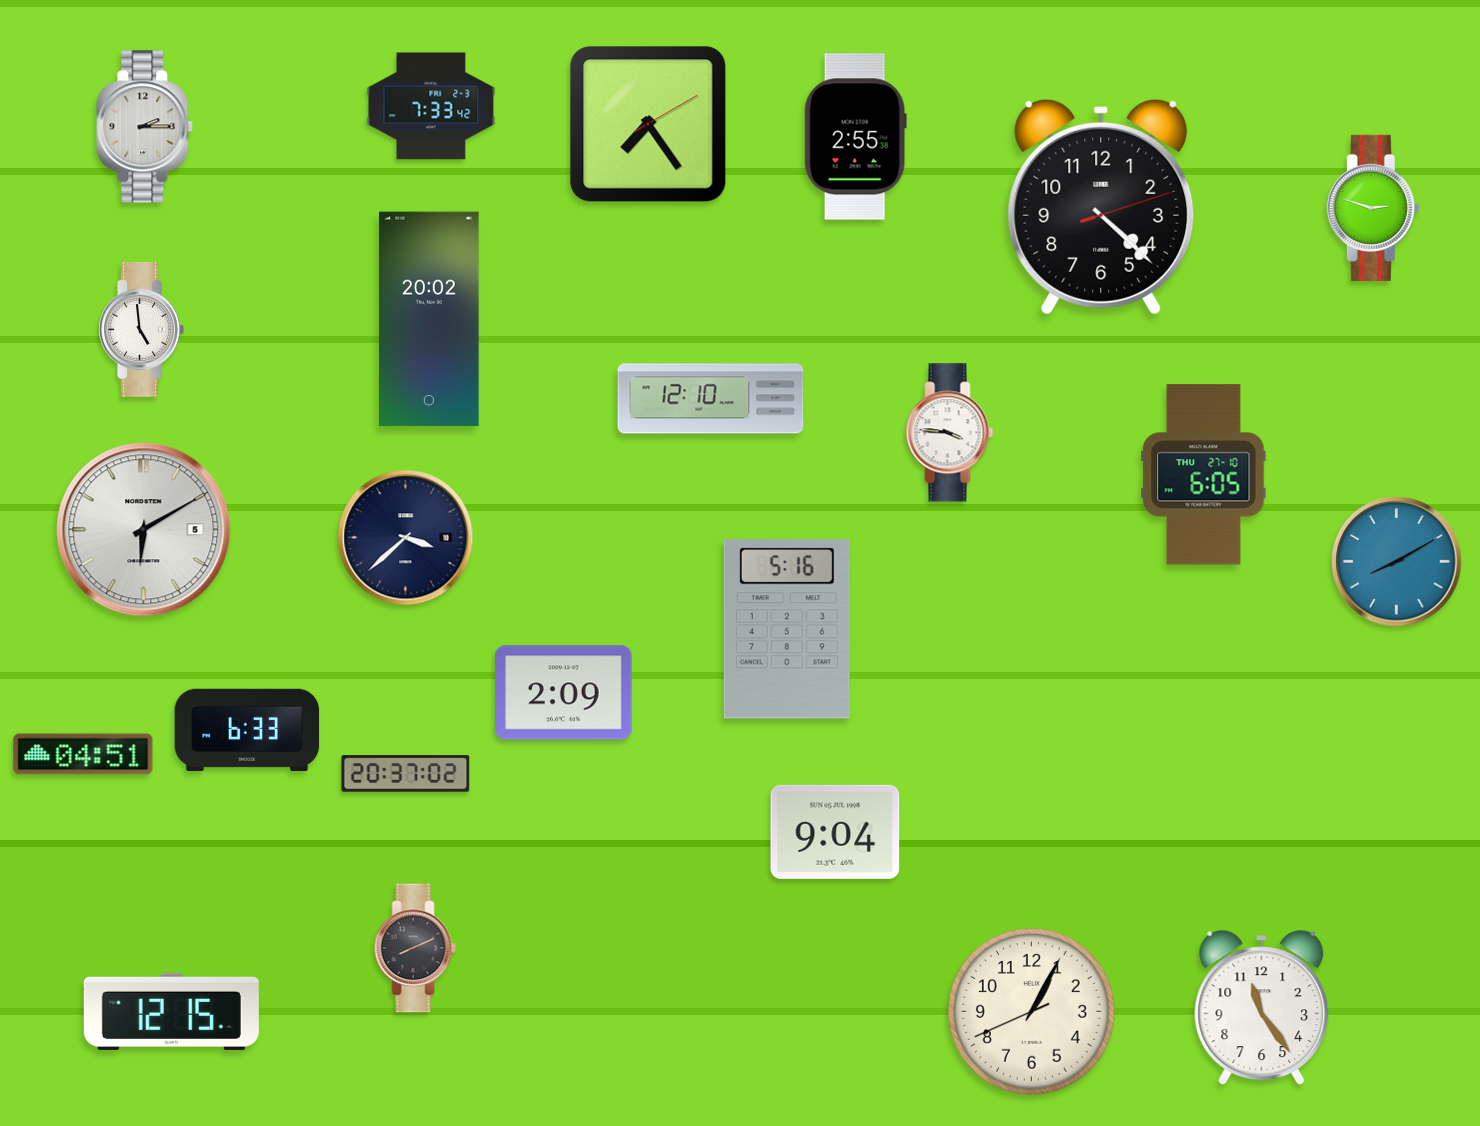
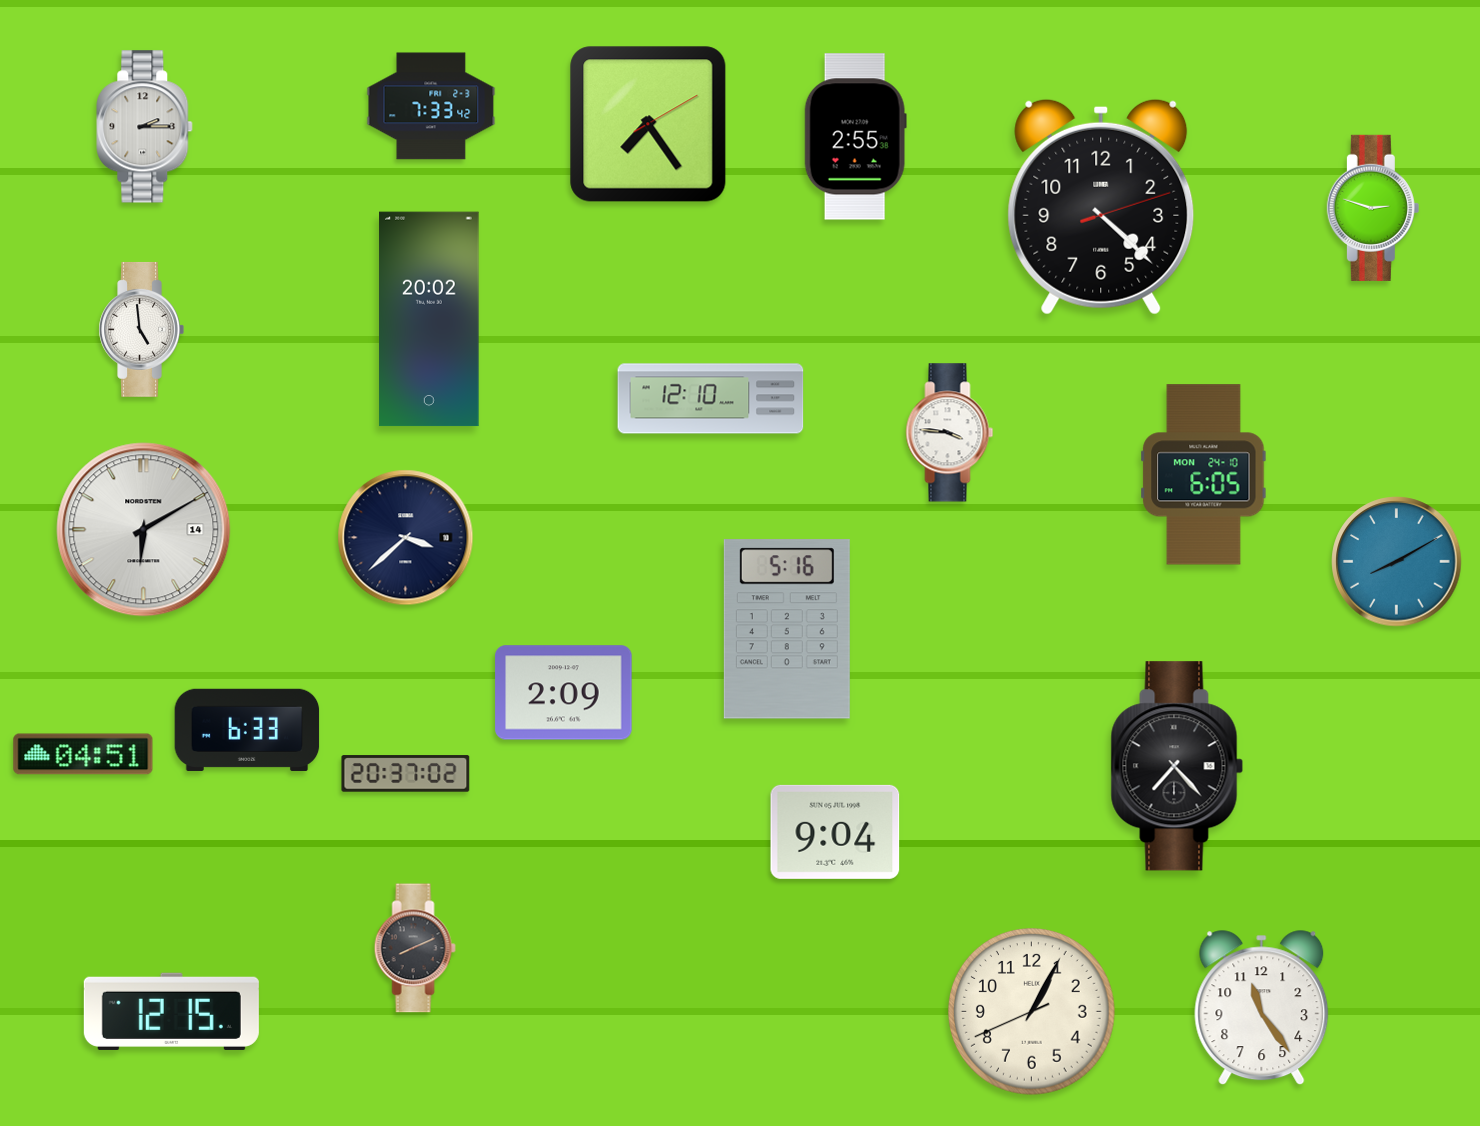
clock at (1204, 475) date: THU 27-10 -> MON 24-10
clock at (144, 530) date: 5 -> 14
clock at (1177, 766): none -> 7:23
